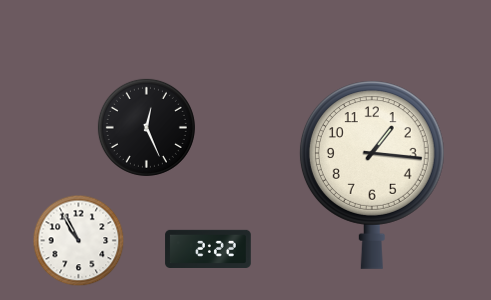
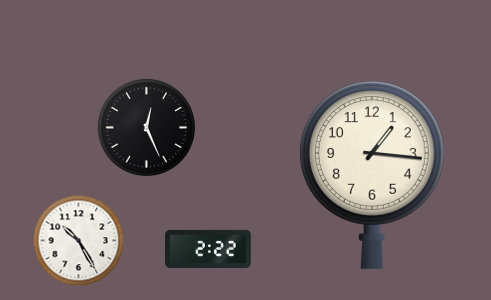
clock at (79, 241): 10:55 -> 10:25
